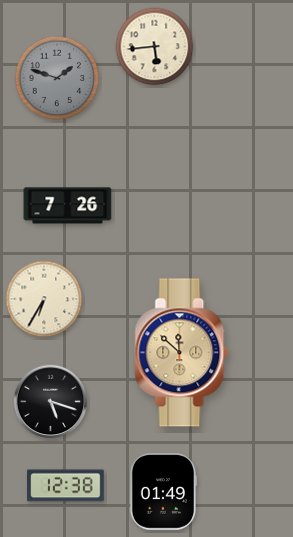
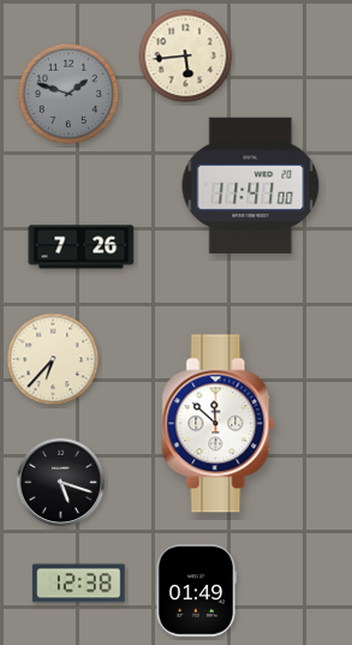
clock at (251, 185): none -> 11:41
clock at (44, 299): 6:35 -> 6:37
clock at (182, 353) dial: champagne -> white
